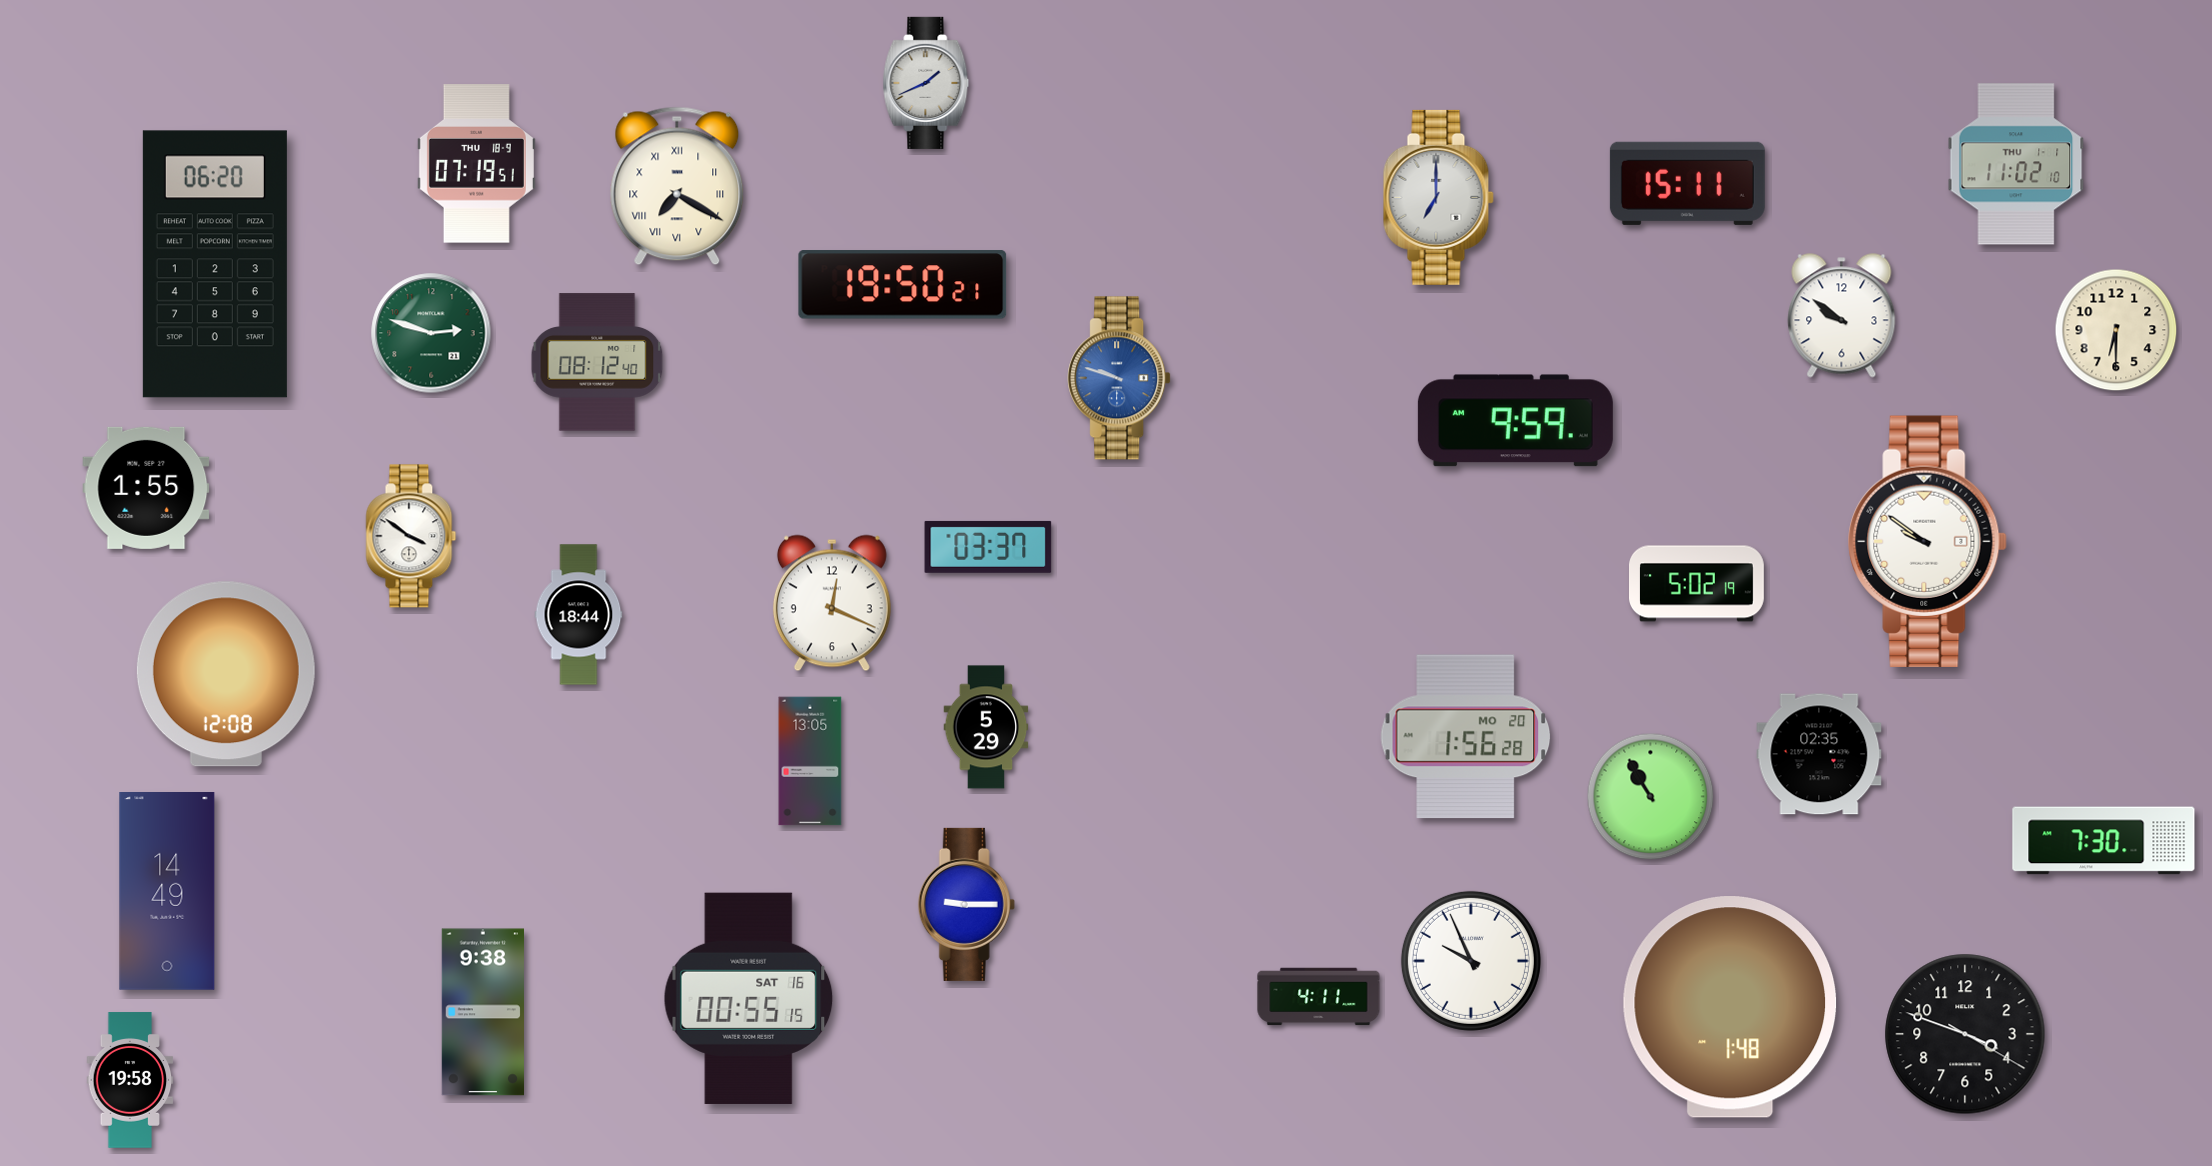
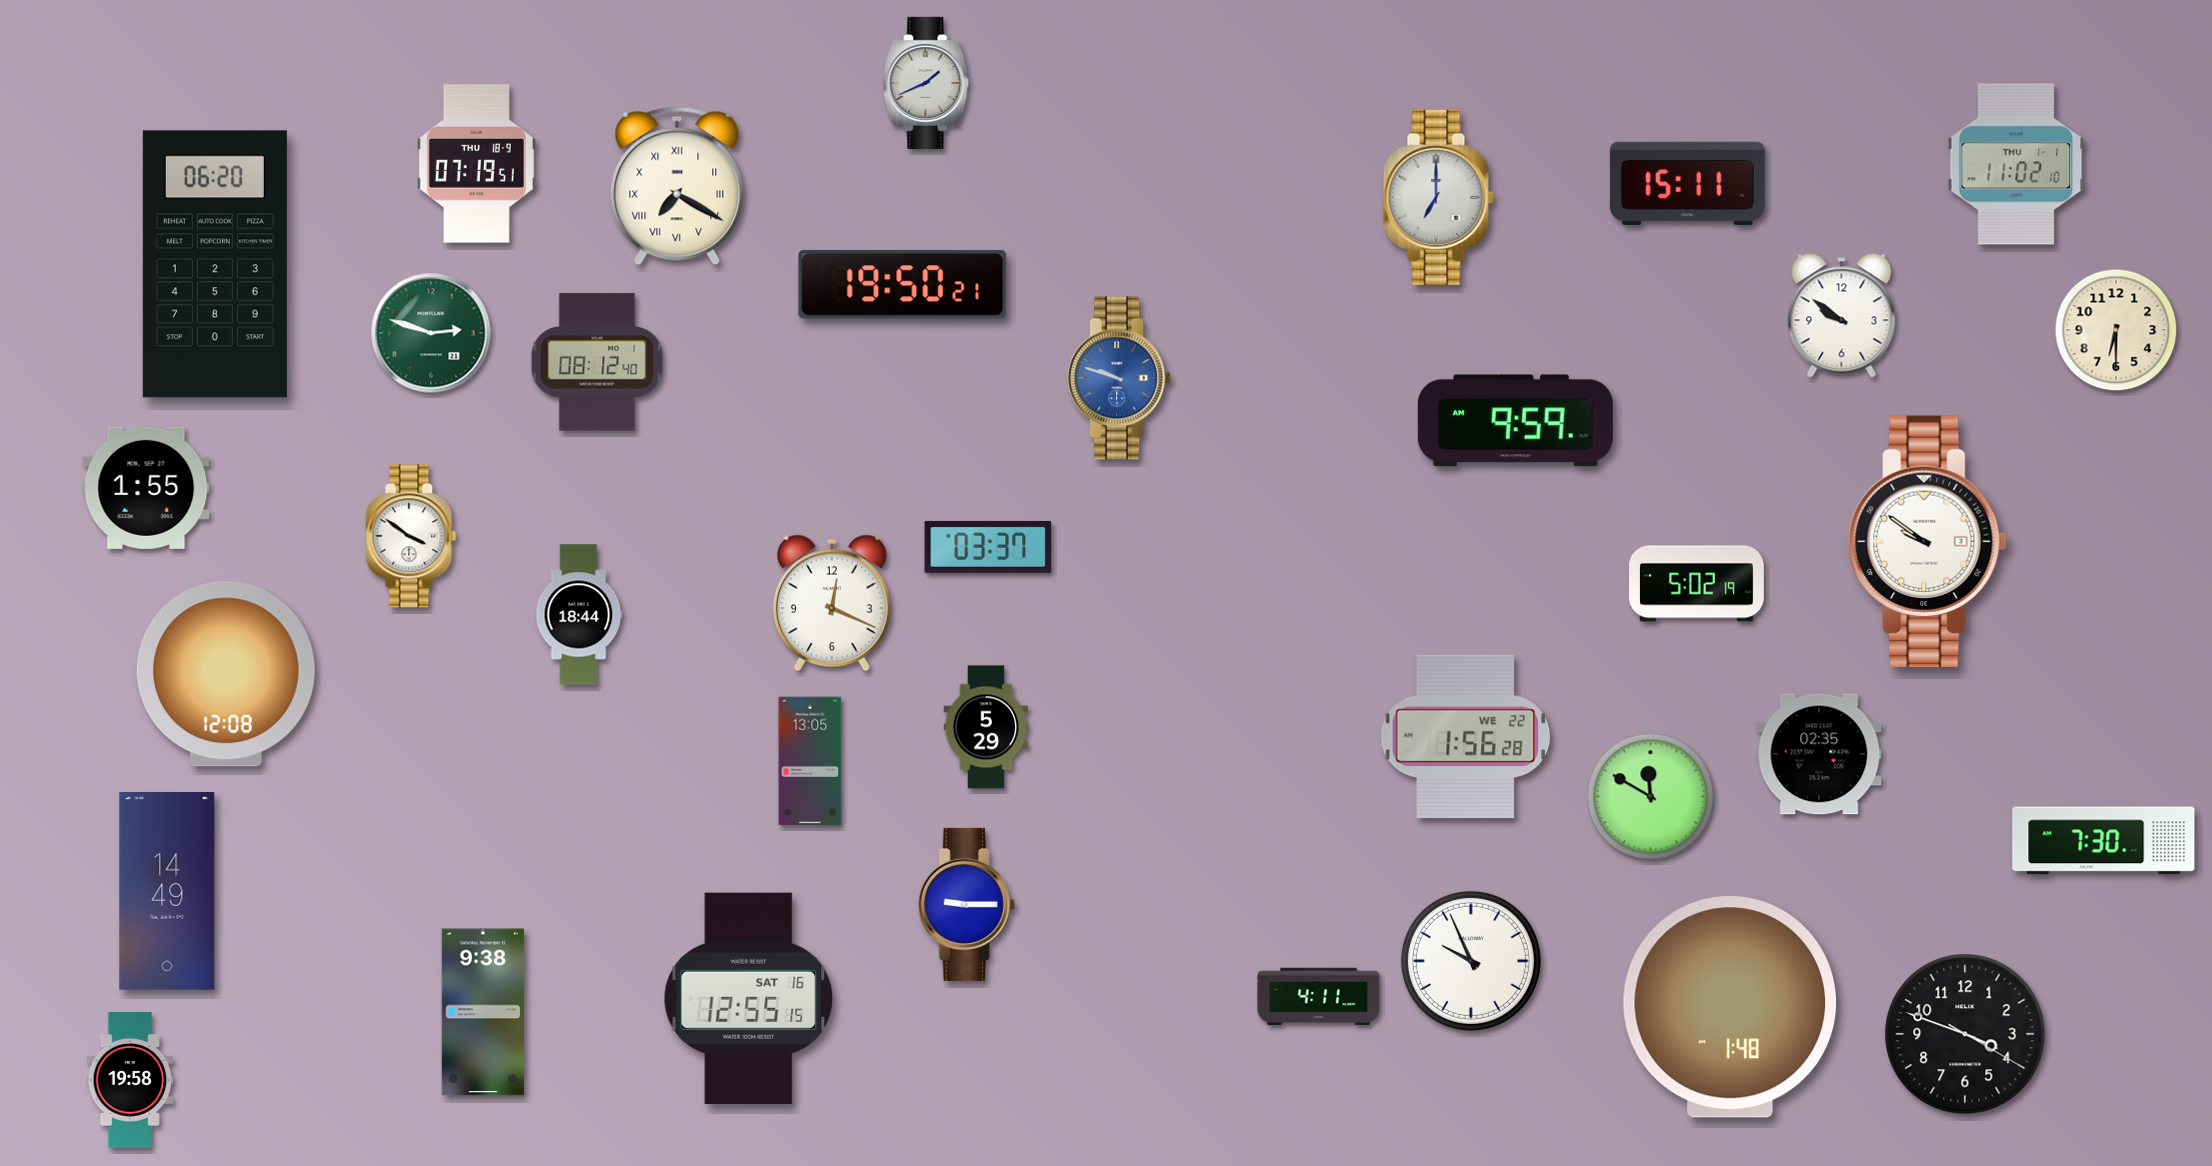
clock at (1466, 737) date: MO 20 -> WE 22
clock at (1651, 797): 10:55 -> 11:50
clock at (749, 998): 00:55 -> 12:55
